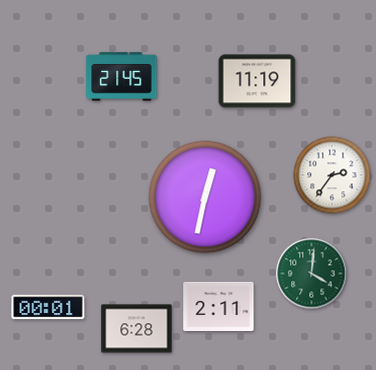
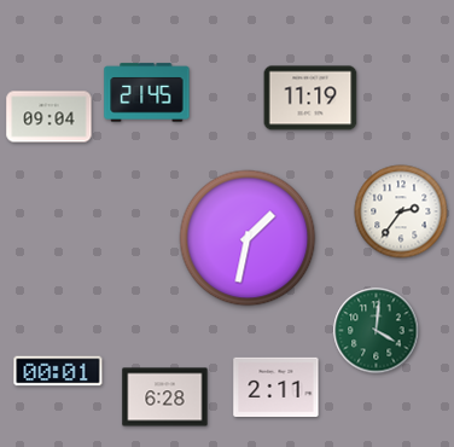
clock at (50, 117): none -> 09:04
clock at (205, 197): 12:32 -> 1:32
clock at (219, 307) position: (219, 307) -> (277, 388)
